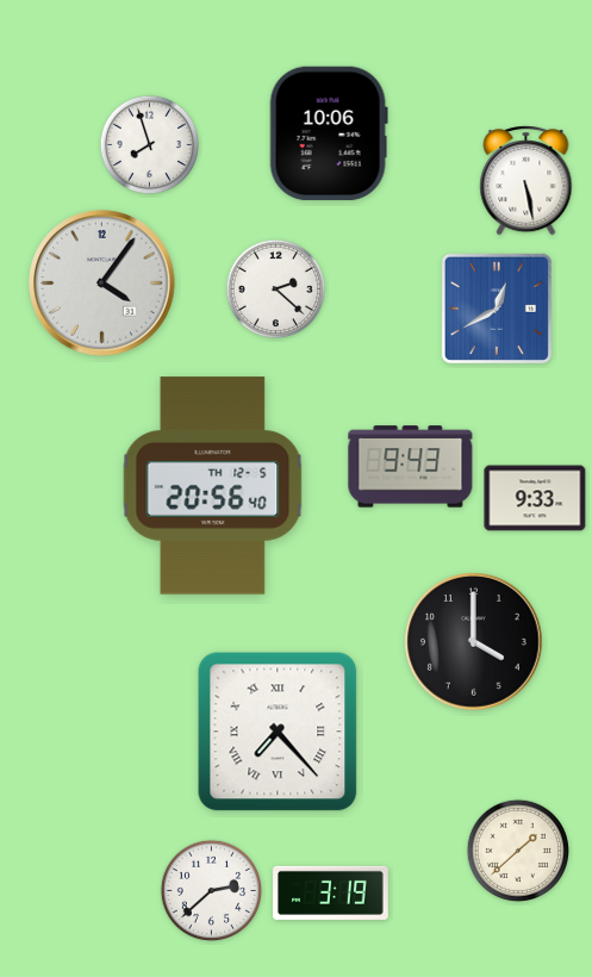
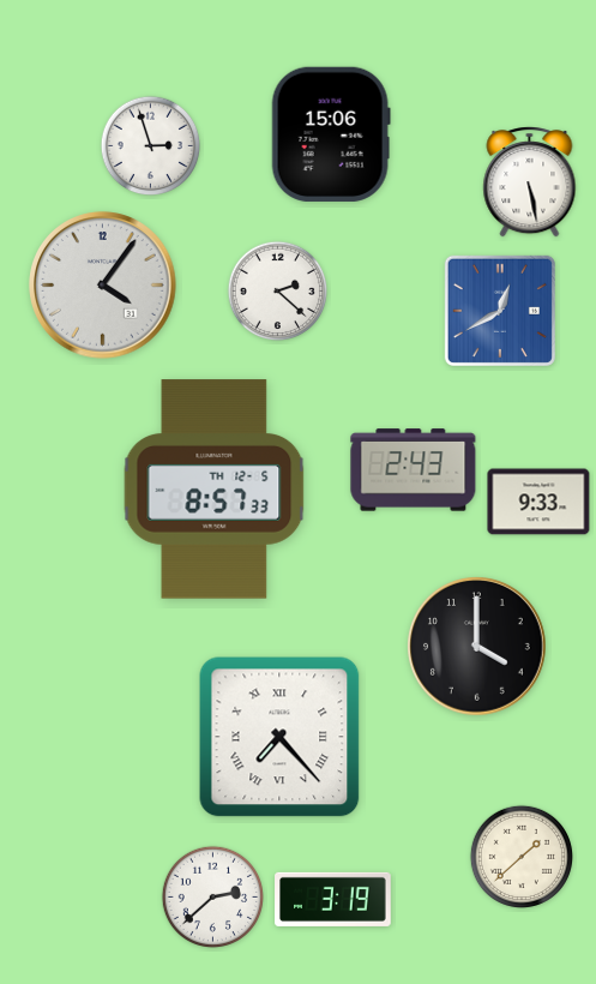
clock at (329, 133): 10:06 -> 15:06
clock at (150, 145): 7:57 -> 2:57
clock at (411, 467): 9:43 -> 2:43
clock at (213, 486): 20:56 -> 8:57
